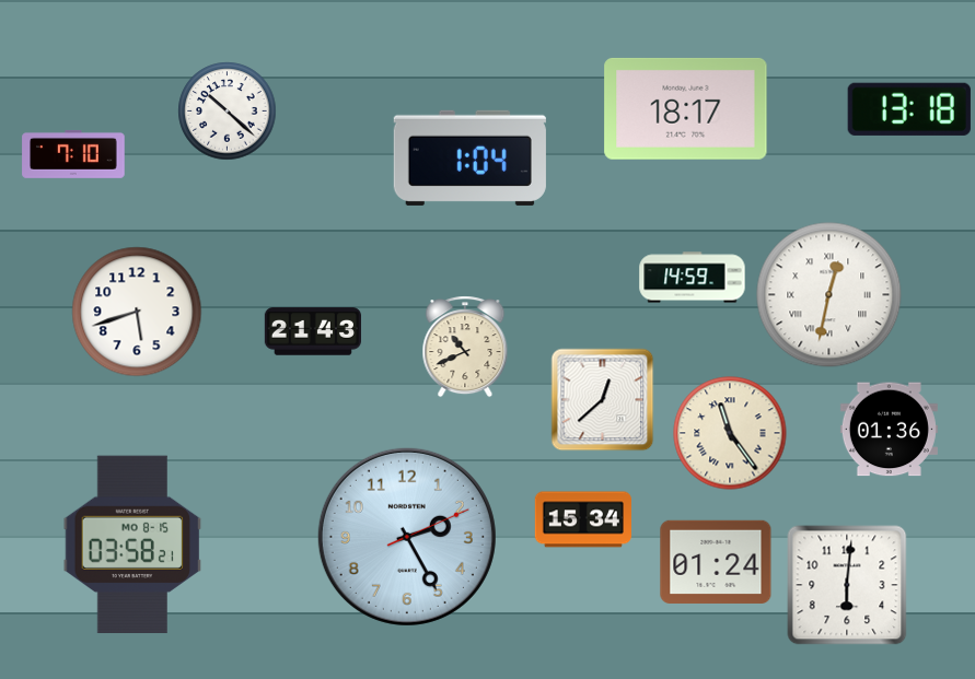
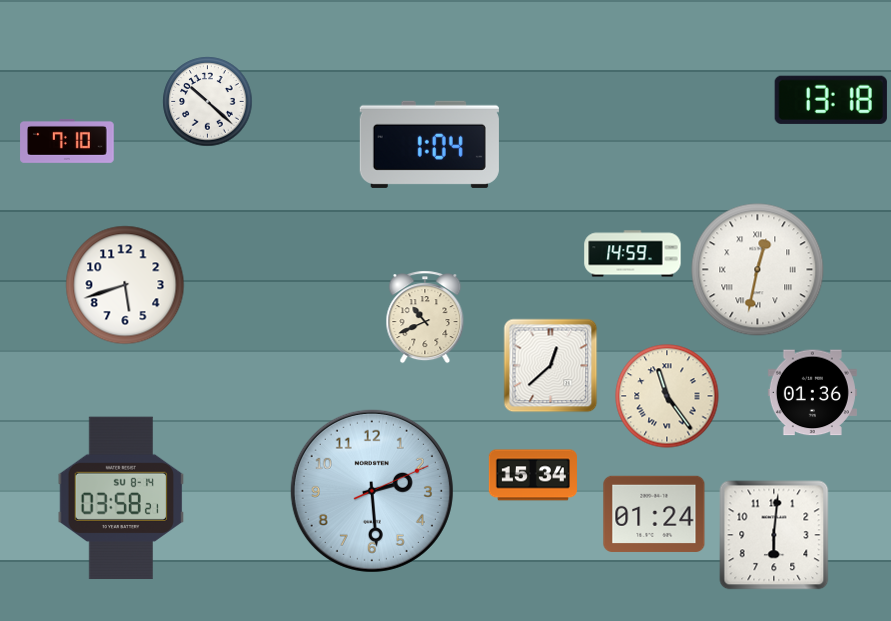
clock at (686, 108): 18:17 -> none
clock at (313, 331): 21:43 -> none
clock at (407, 537): 2:25 -> 2:29
clock at (132, 545) date: MO 8-15 -> SU 8-14
